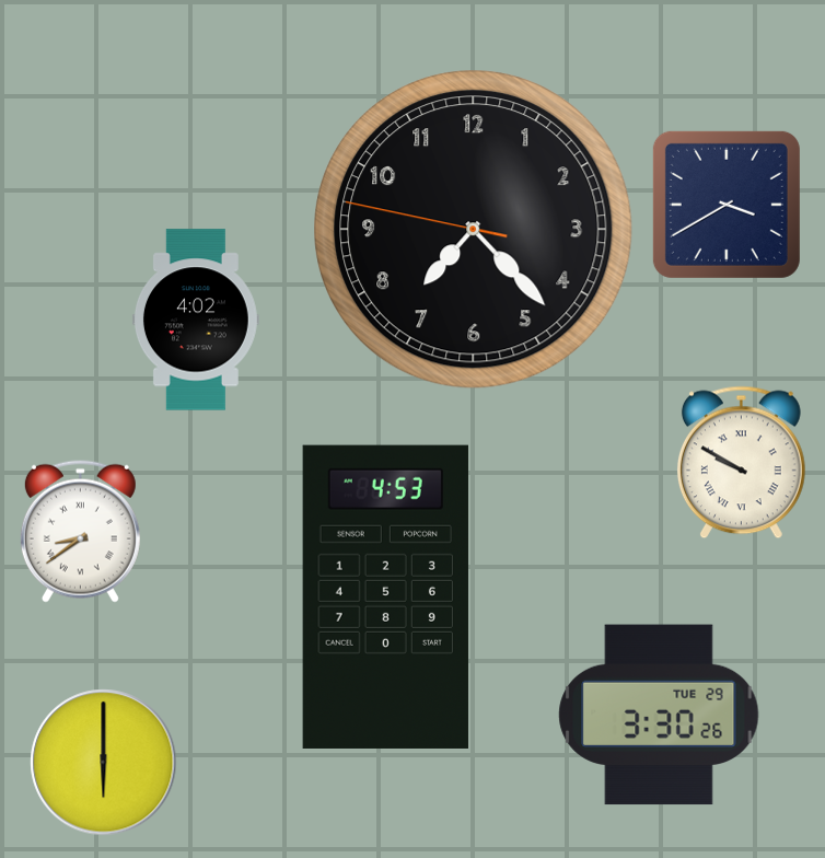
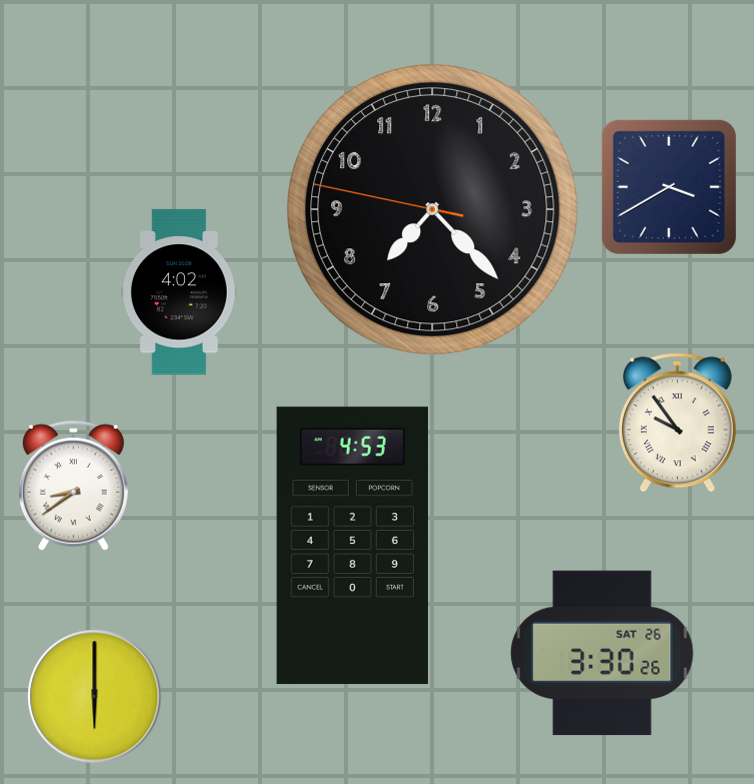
clock at (727, 205) position: (727, 205) -> (669, 187)
clock at (741, 463): 9:50 -> 9:54
clock at (659, 715) date: TUE 29 -> SAT 26
